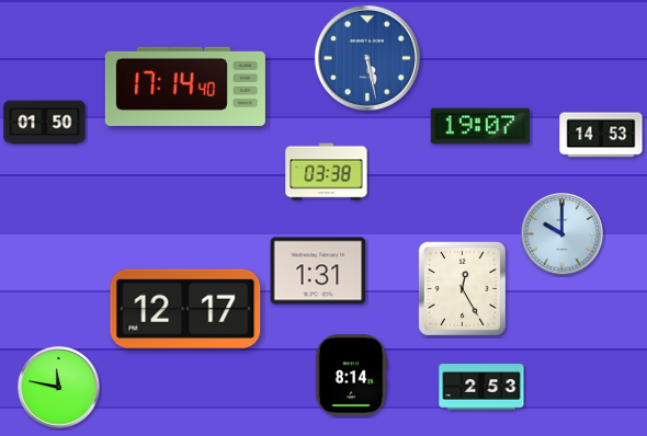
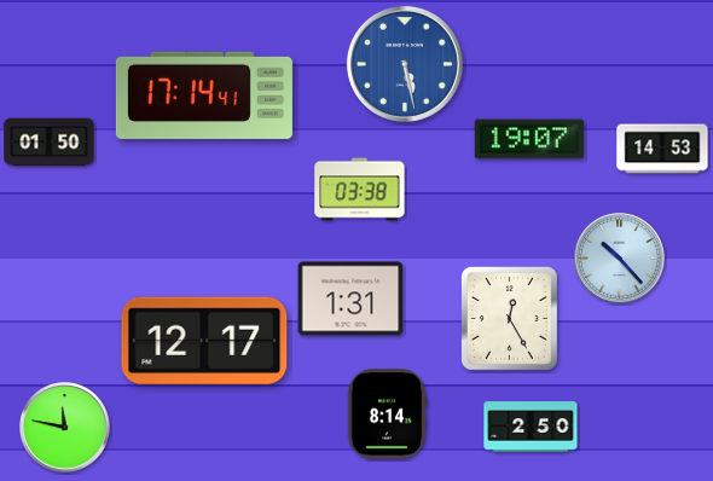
clock at (185, 87): 17:14:40 -> 17:14:41
clock at (45, 123) position: (45, 123) -> (50, 143)
clock at (563, 234): 10:00 -> 10:23
clock at (481, 387): 2:53 -> 2:50
